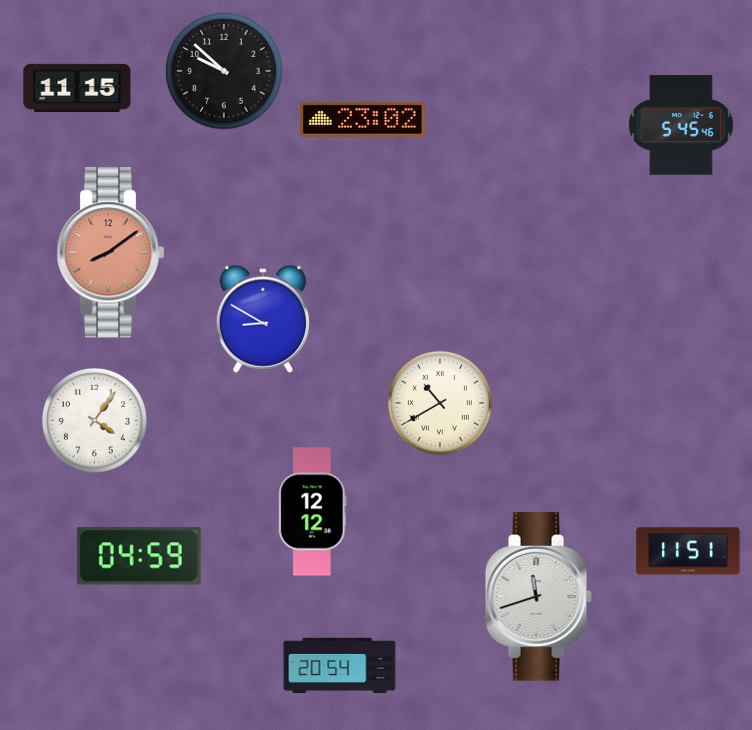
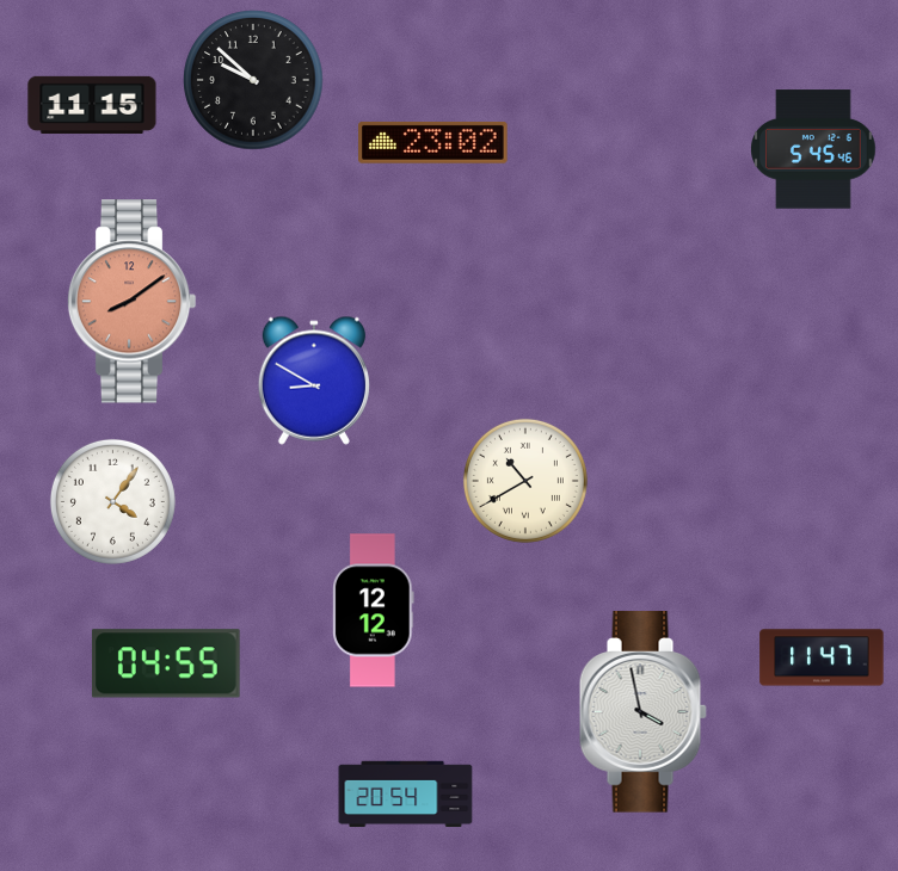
clock at (224, 71) position: (224, 71) -> (253, 80)
clock at (688, 551): 11:51 -> 11:47
clock at (139, 556): 04:59 -> 04:55
clock at (538, 597): 11:42 -> 3:58
